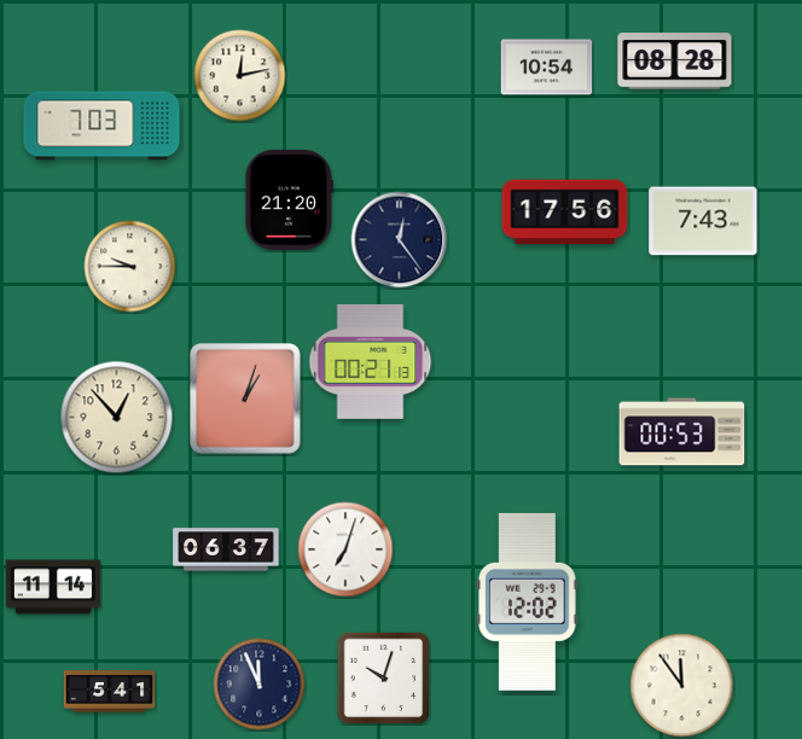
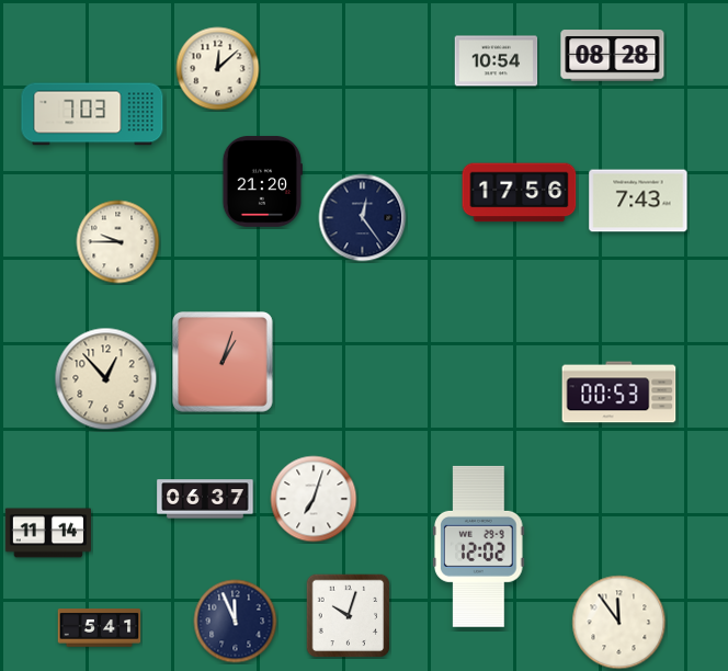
clock at (240, 76): 12:13 -> 12:08
clock at (565, 213) position: (565, 213) -> (520, 193)
clock at (371, 361): 00:21 -> none
